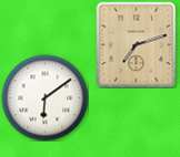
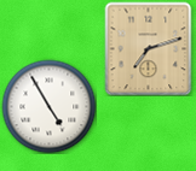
clock at (44, 97): 6:09 -> 4:55
